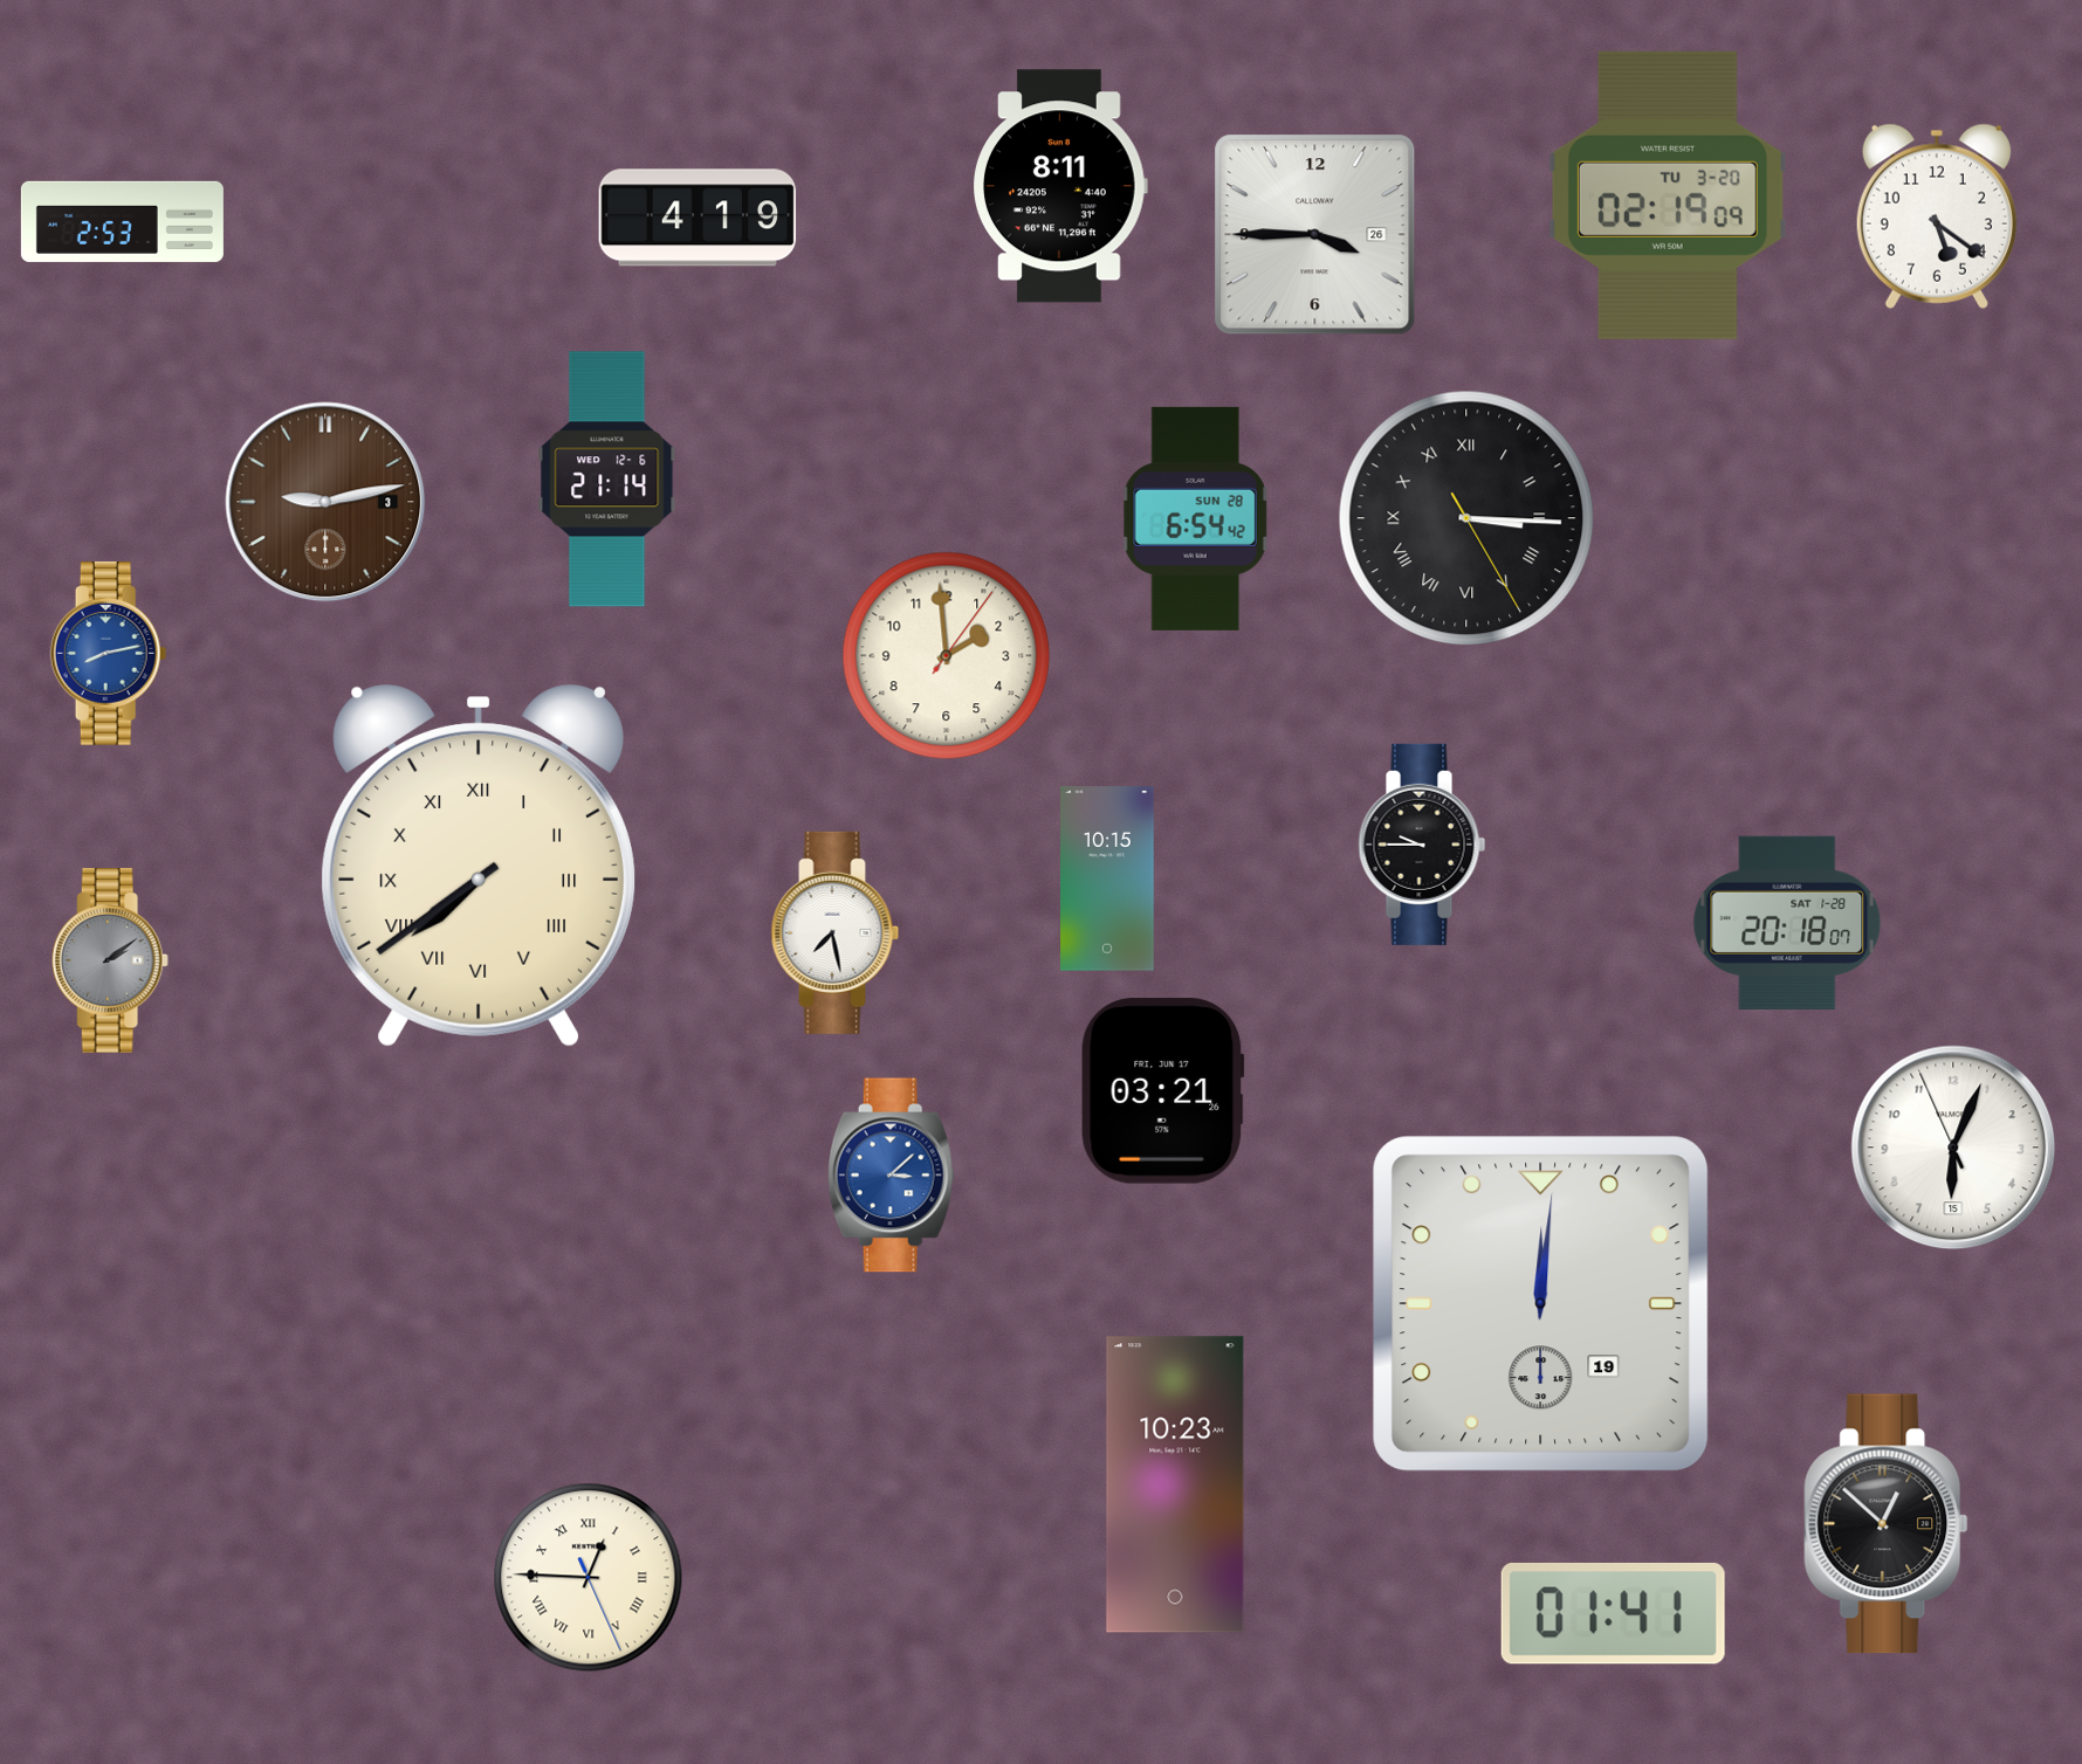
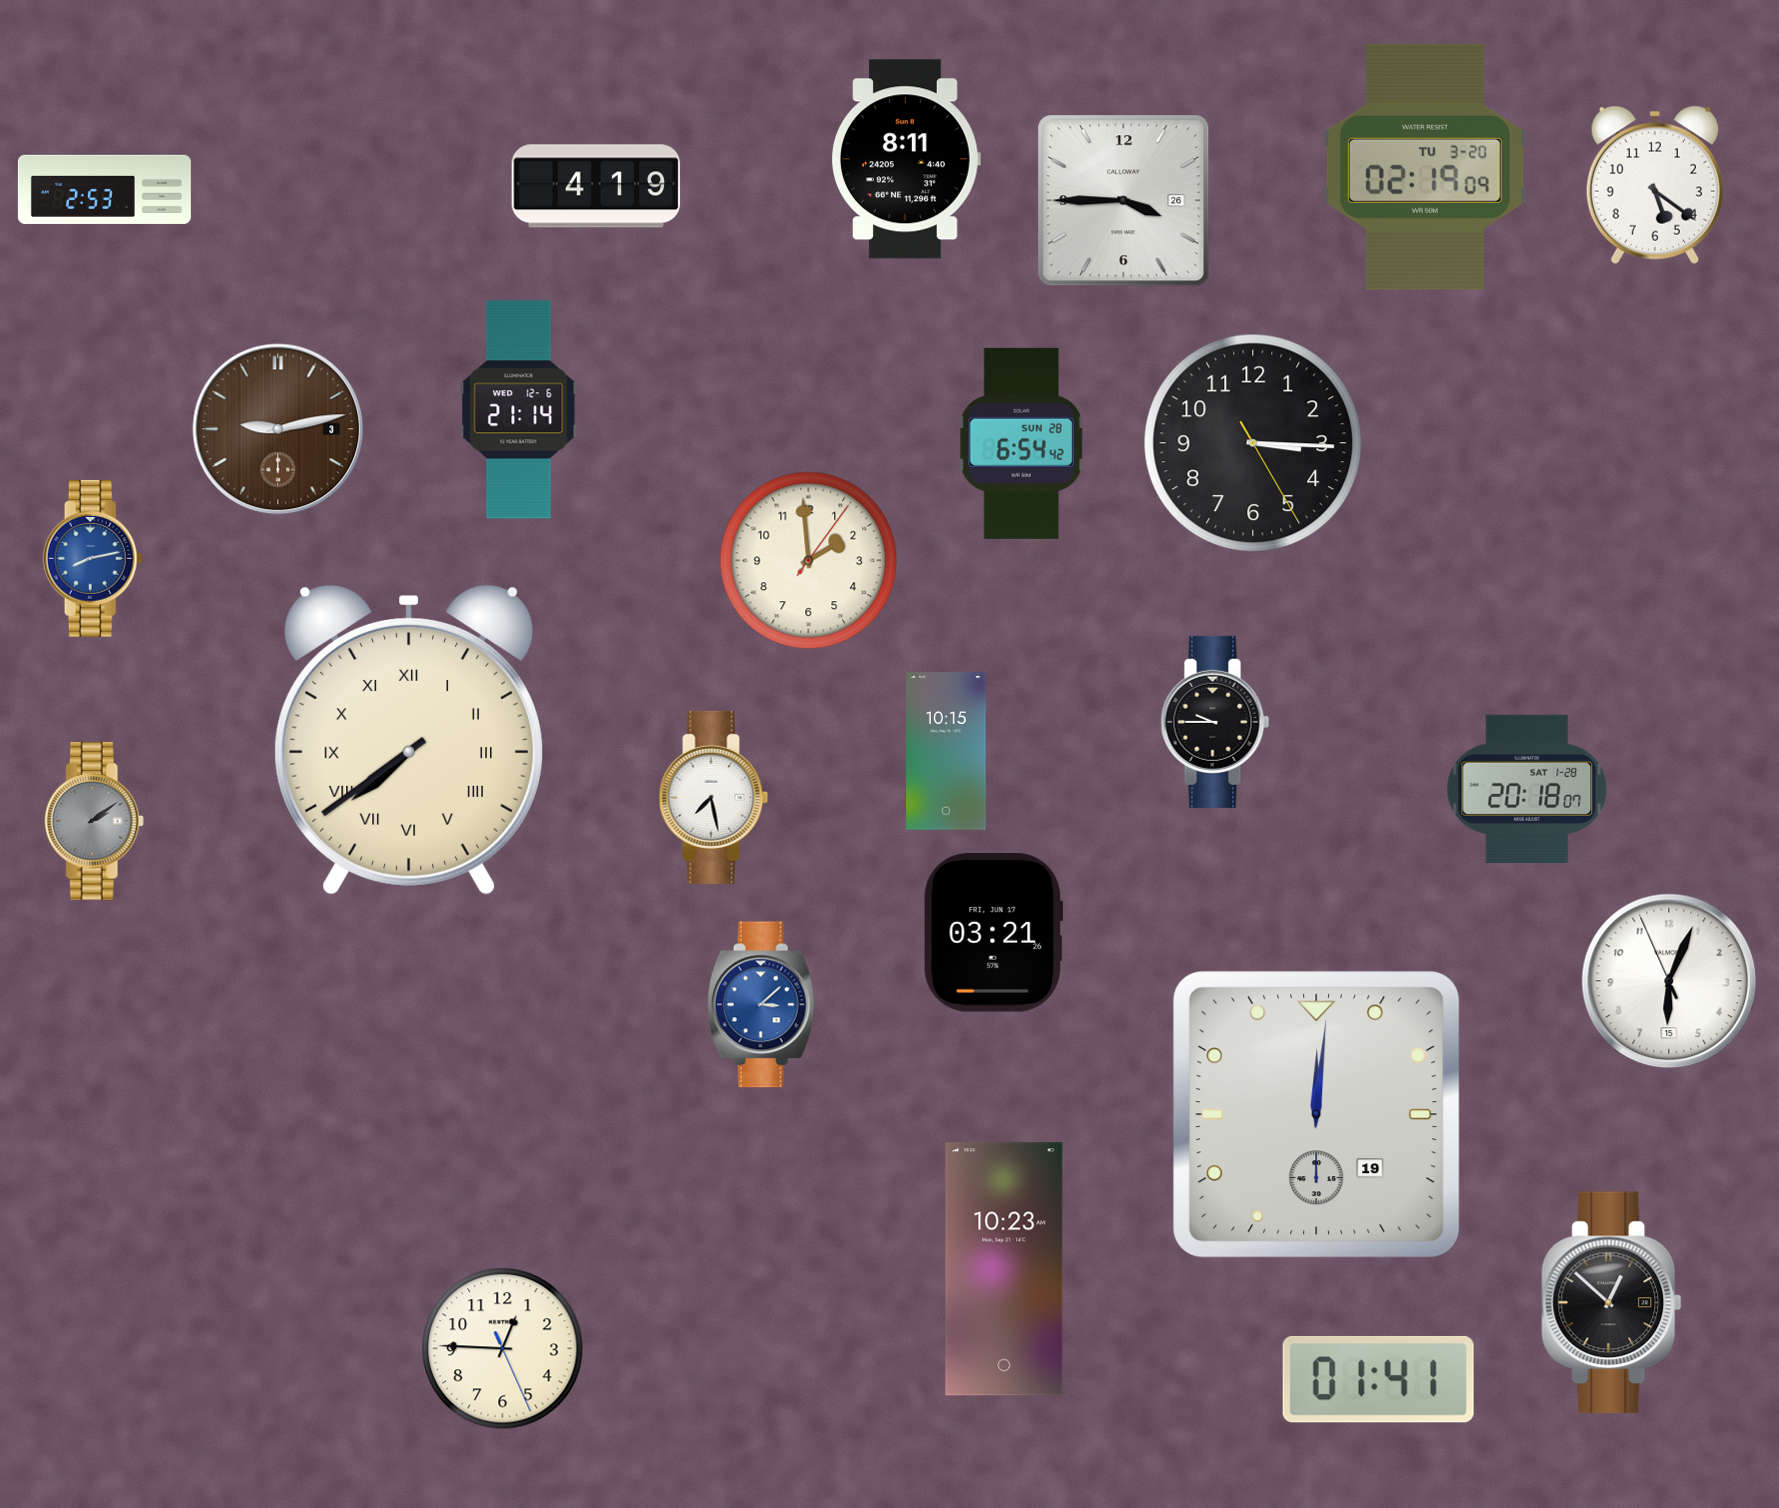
clock at (1466, 518) numerals: Roman -> Arabic
clock at (589, 1578) numerals: Roman -> Arabic
